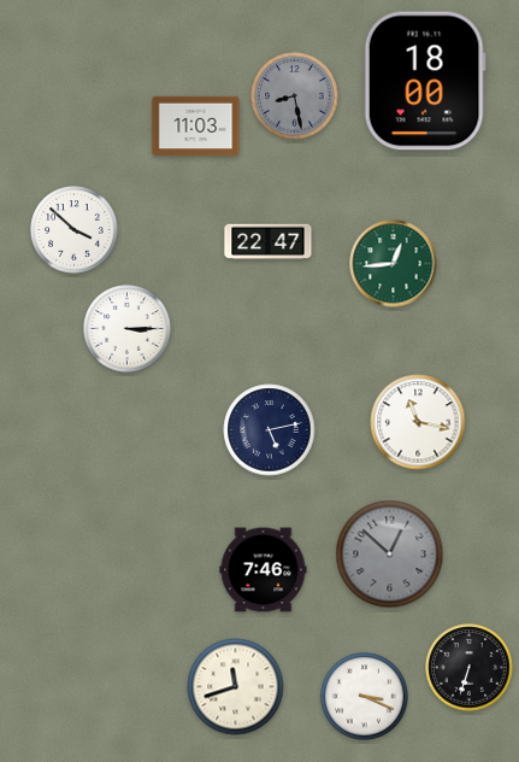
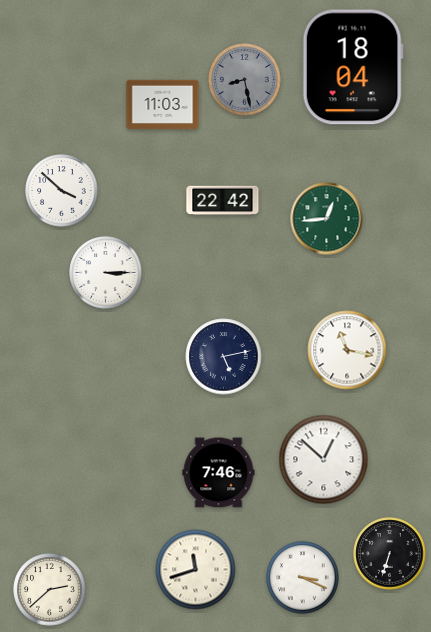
clock at (425, 81): 18:00 -> 18:04
clock at (269, 242): 22:47 -> 22:42
clock at (390, 555) dial: grey -> white
clock at (50, 590): none -> 2:38
